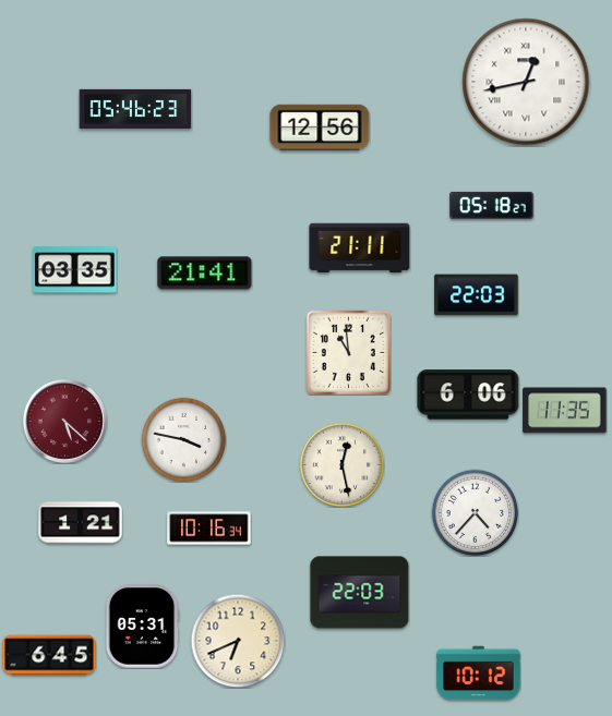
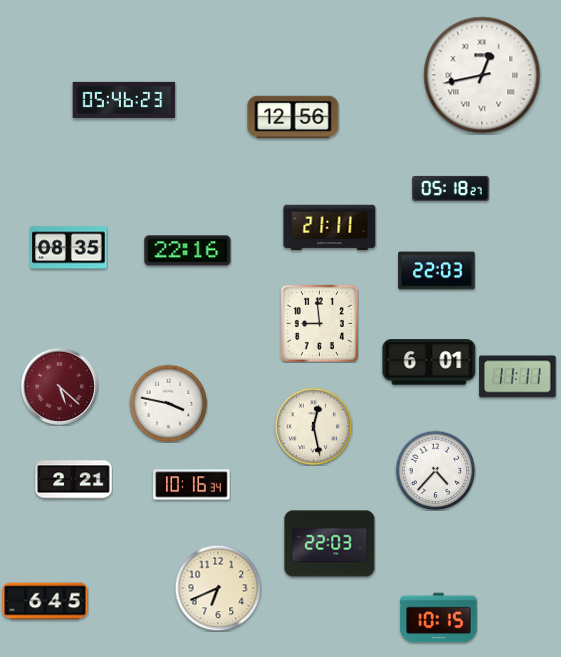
clock at (75, 270): 03:35 -> 08:35
clock at (205, 274): 21:41 -> 22:16
clock at (348, 352): 10:59 -> 8:59
clock at (468, 395): 6:06 -> 6:01
clock at (565, 411): 11:35 -> 11:11
clock at (81, 523): 1:21 -> 2:21
clock at (142, 627): 05:31 -> none
clock at (479, 673): 10:12 -> 10:15
